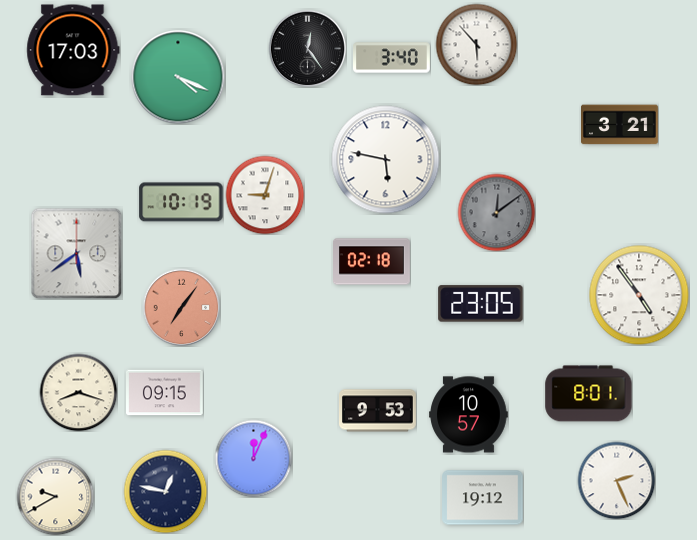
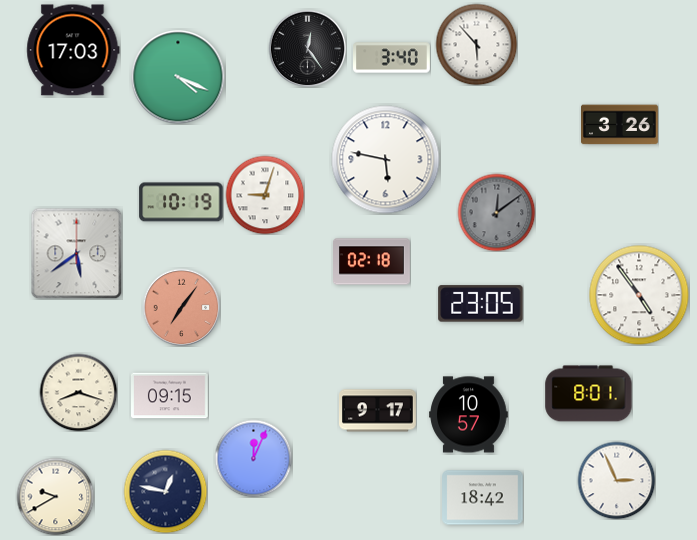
clock at (620, 125): 3:21 -> 3:26
clock at (165, 393) position: (165, 393) -> (170, 396)
clock at (378, 411): 9:53 -> 9:17
clock at (616, 480): 2:26 -> 2:56
clock at (483, 498): 19:12 -> 18:42
